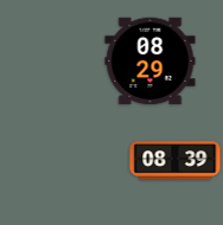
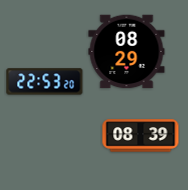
clock at (45, 82): none -> 22:53
clock at (176, 161) position: (176, 161) -> (141, 136)
